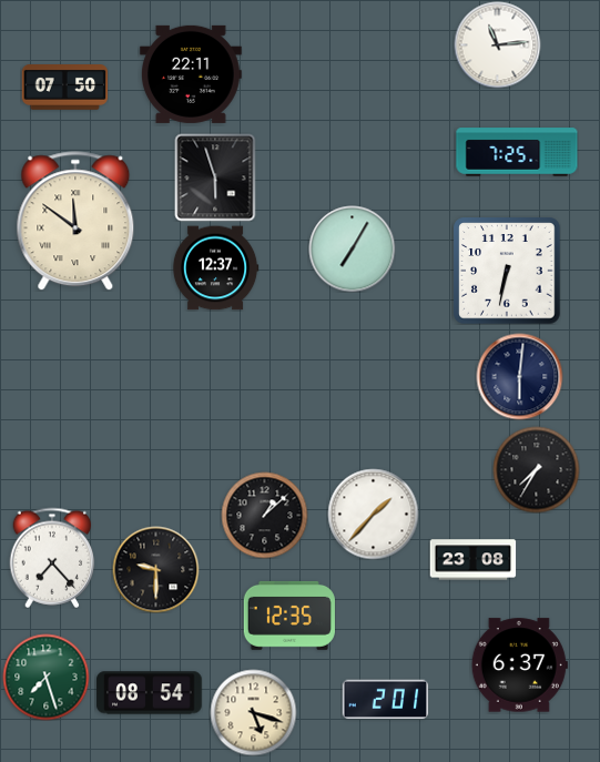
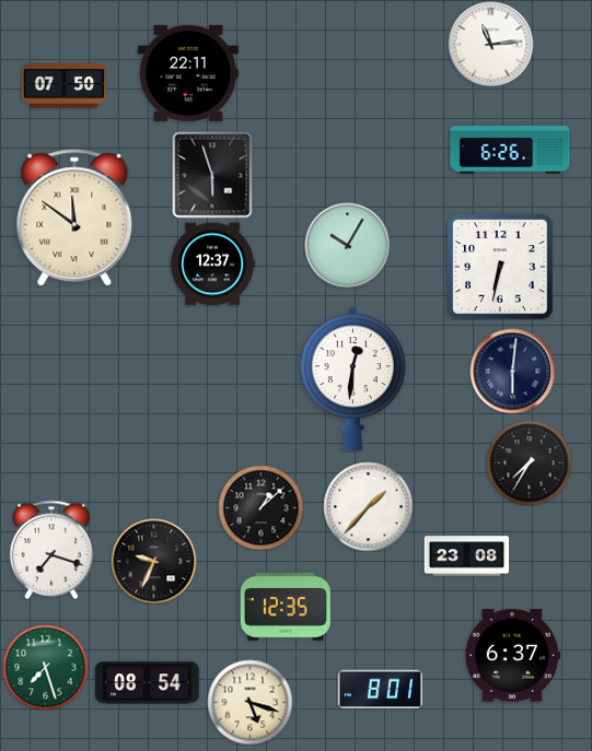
clock at (517, 152): 7:25 -> 6:26
clock at (352, 248): 7:05 -> 10:05
clock at (352, 379): none -> 12:31
clock at (52, 558): 7:23 -> 7:18
clock at (472, 560) position: (472, 560) -> (466, 556)
clock at (155, 569): 9:30 -> 9:34
clock at (385, 700): 2:01 -> 8:01
